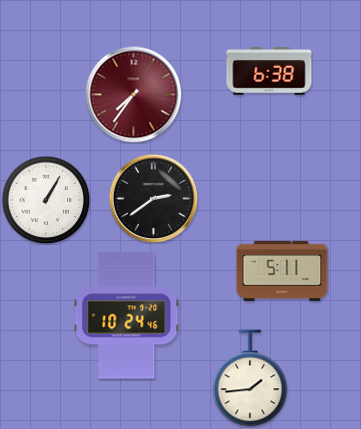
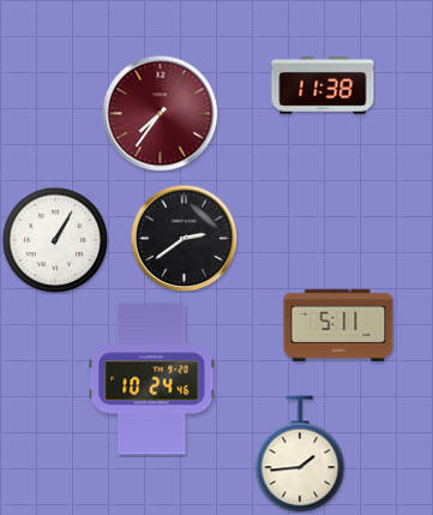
clock at (269, 71): 6:38 -> 11:38
